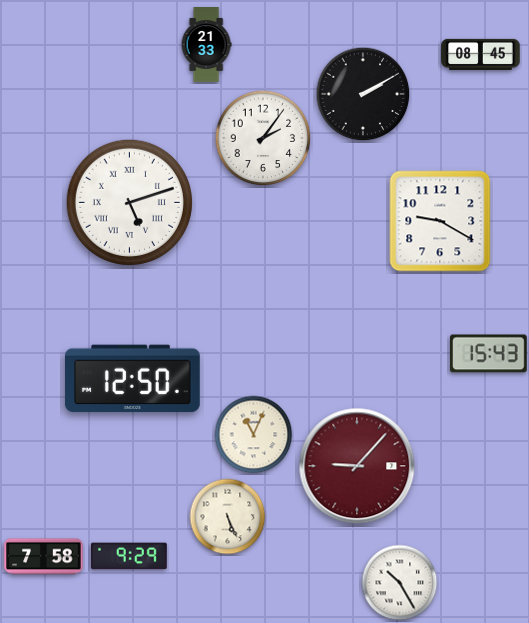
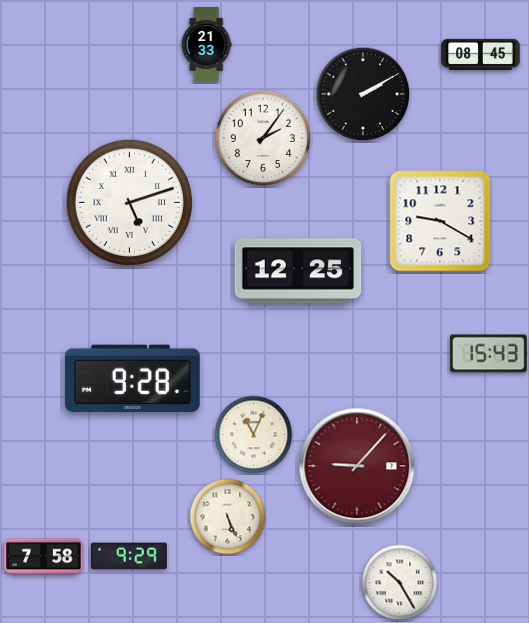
clock at (298, 271): none -> 12:25
clock at (132, 379): 12:50 -> 9:28
